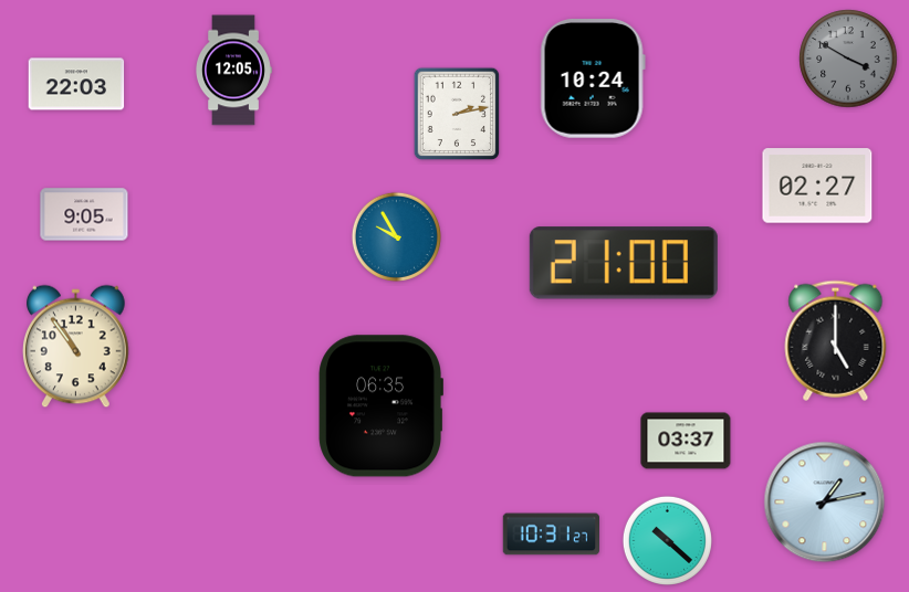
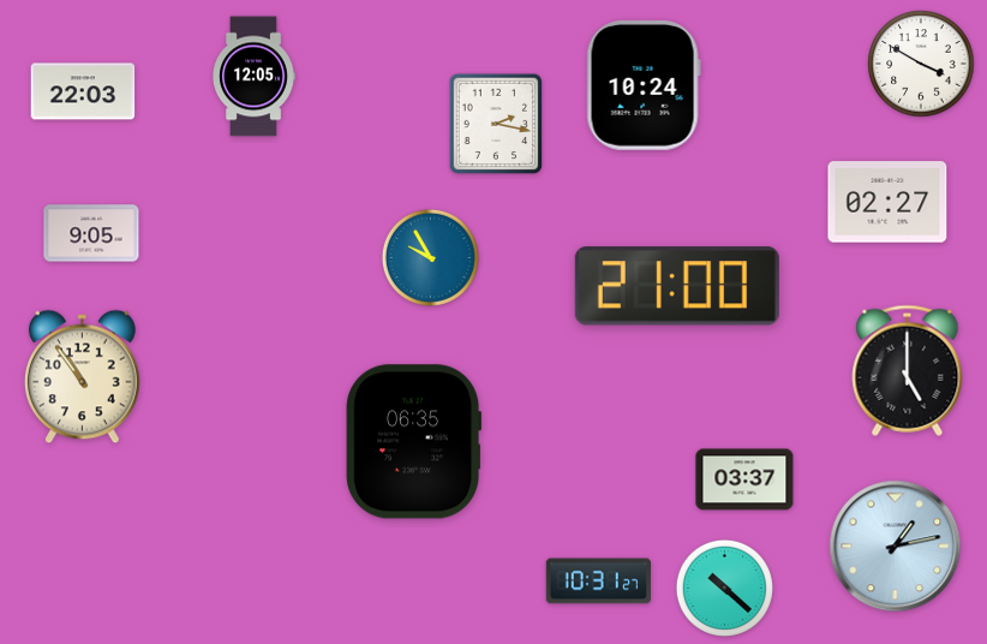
clock at (848, 59) dial: grey -> white
clock at (457, 114): 2:13 -> 2:17
